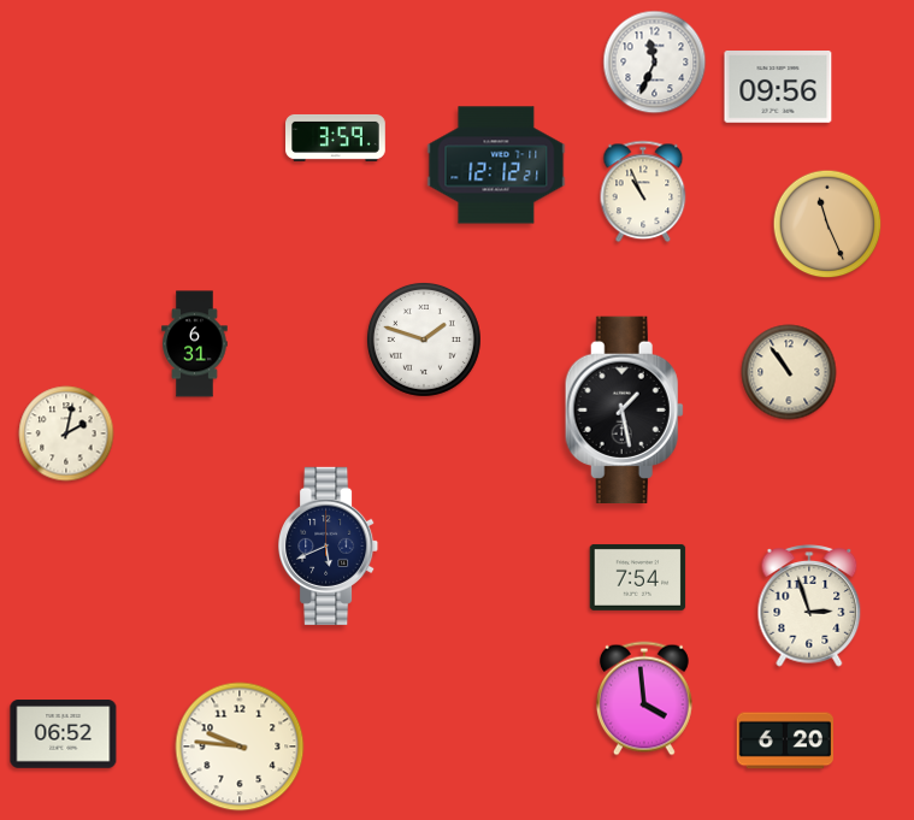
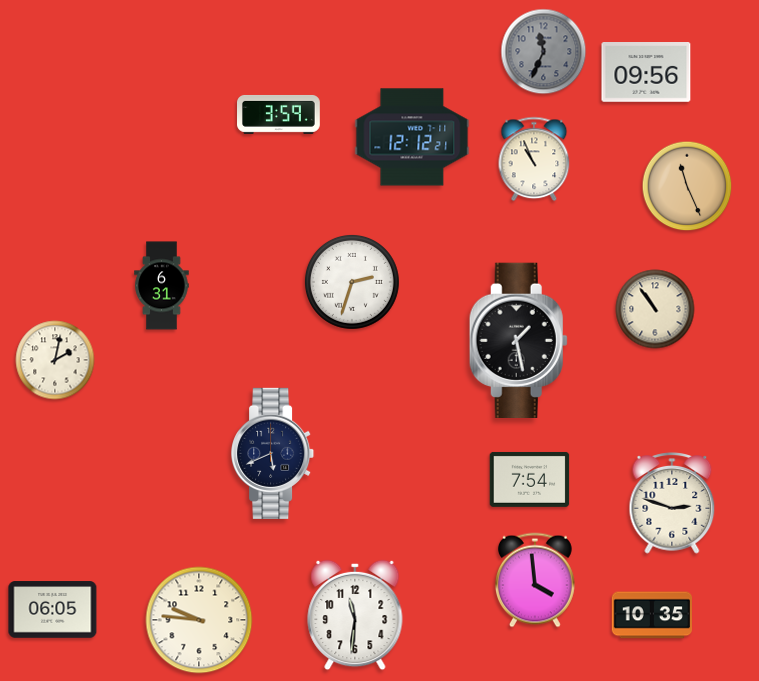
clock at (655, 63) dial: white -> grey
clock at (424, 340): 1:48 -> 2:33
clock at (809, 606): 2:57 -> 2:48
clock at (64, 735): 06:52 -> 06:05
clock at (355, 615): none -> 11:31
clock at (784, 741): 6:20 -> 10:35
